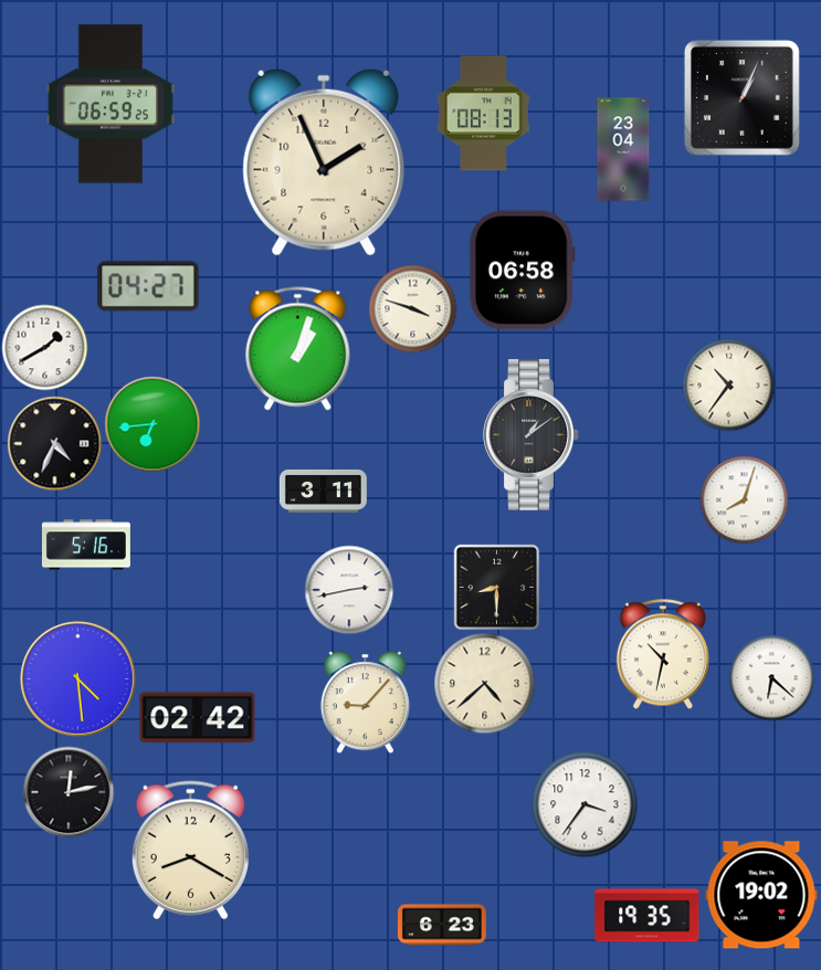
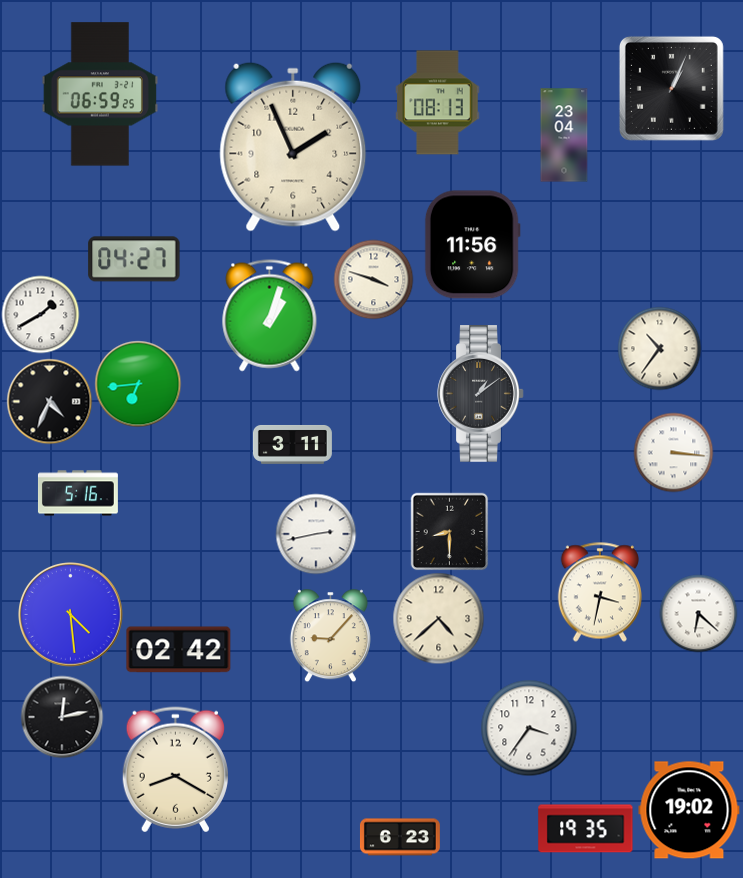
clock at (522, 271): 06:58 -> 11:56
clock at (744, 499): 8:03 -> 3:16
clock at (663, 654): 10:32 -> 3:32
clock at (190, 851) position: (190, 851) -> (175, 770)
